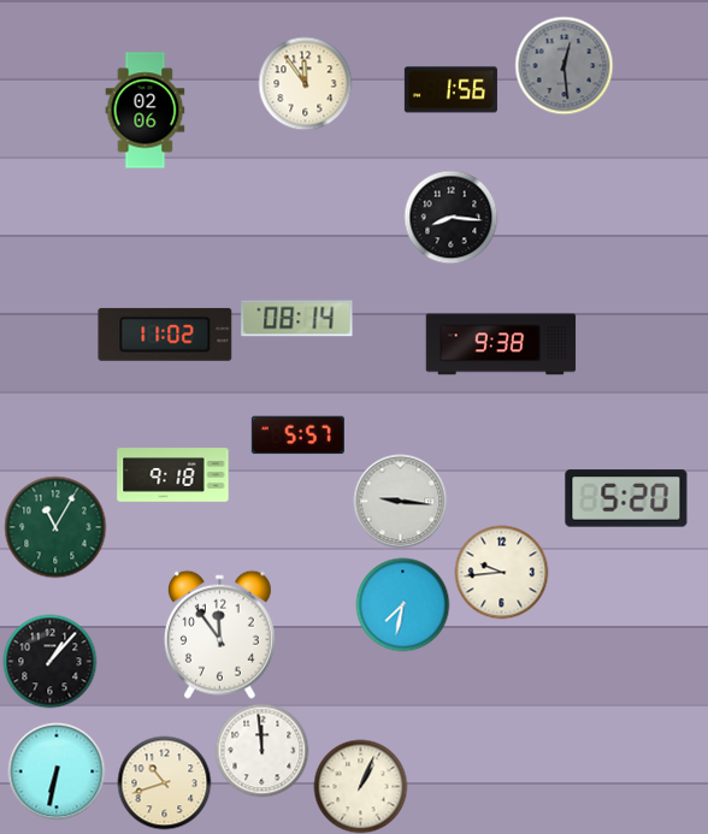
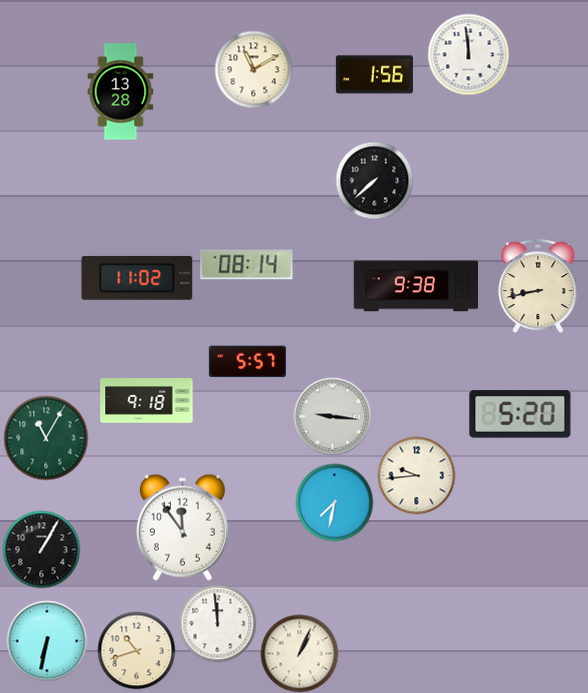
clock at (564, 65): 12:29 -> 11:59
clock at (564, 65) dial: grey -> white
clock at (305, 83): 11:54 -> 11:10
clock at (146, 111): 02:06 -> 13:28
clock at (450, 217): 8:16 -> 7:38
clock at (538, 286): none -> 8:43
clock at (173, 475) position: (173, 475) -> (147, 401)
clock at (49, 661): 1:07 -> 1:05
